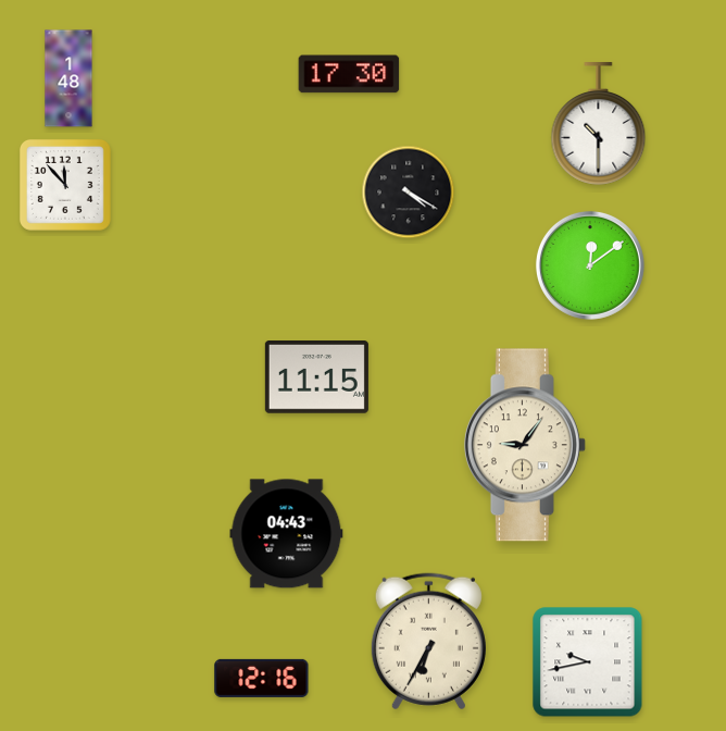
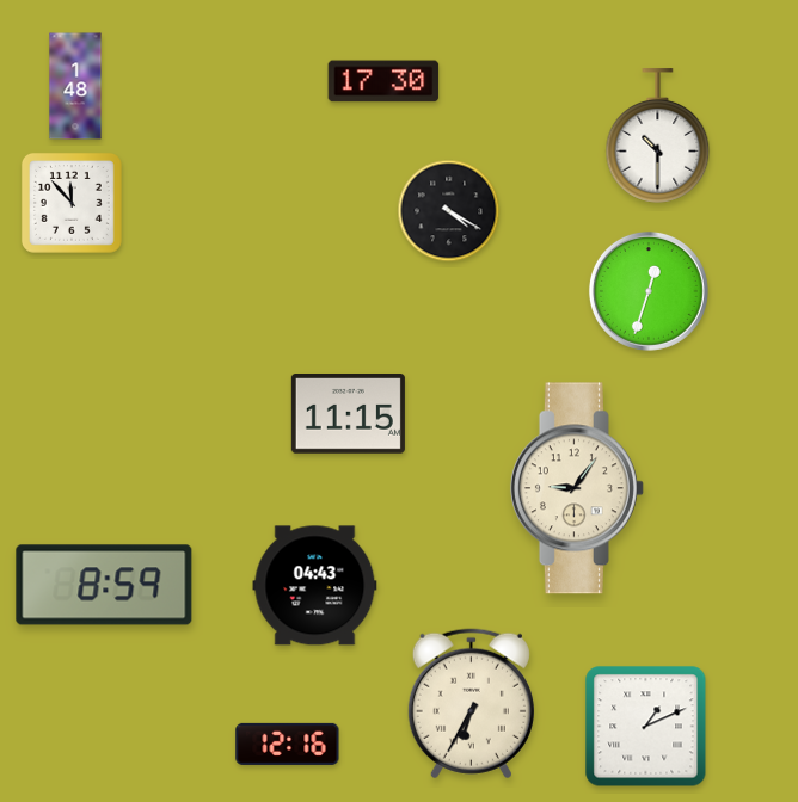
clock at (590, 265): 12:09 -> 12:33
clock at (104, 585): none -> 8:59
clock at (588, 662): 9:43 -> 1:11
